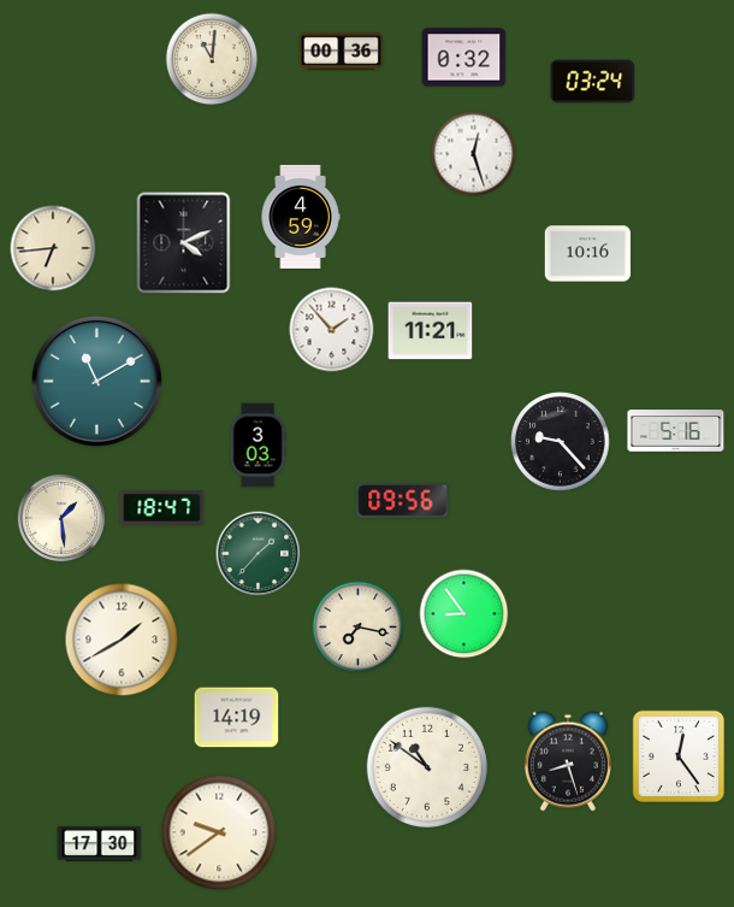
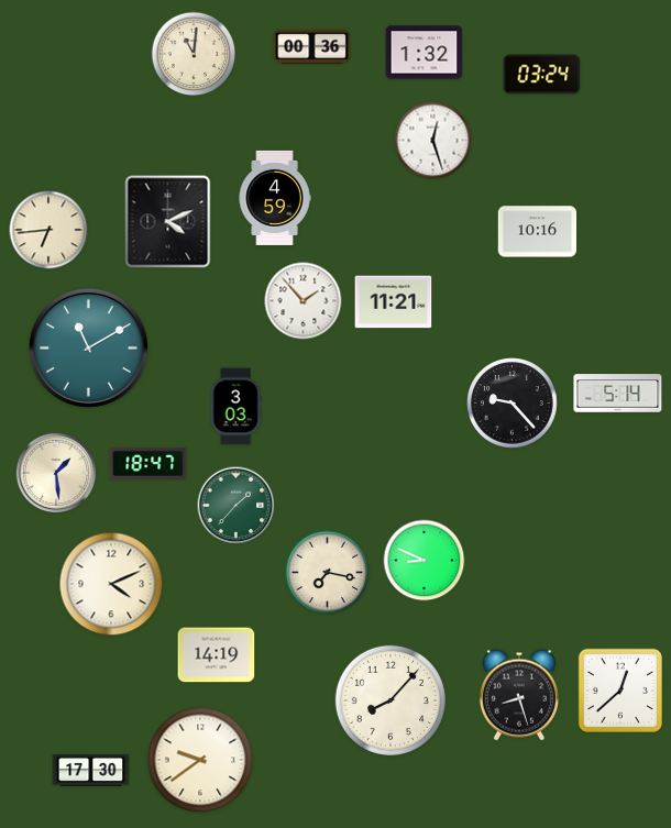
clock at (464, 58): 0:32 -> 1:32
clock at (53, 248) position: (53, 248) -> (48, 230)
clock at (676, 431): 5:16 -> 5:14
clock at (403, 501): 09:56 -> none
clock at (464, 614): 8:54 -> 8:49
clock at (122, 640): 1:40 -> 4:11
clock at (677, 755): 12:24 -> 12:38
clock at (427, 767): 10:51 -> 8:07
